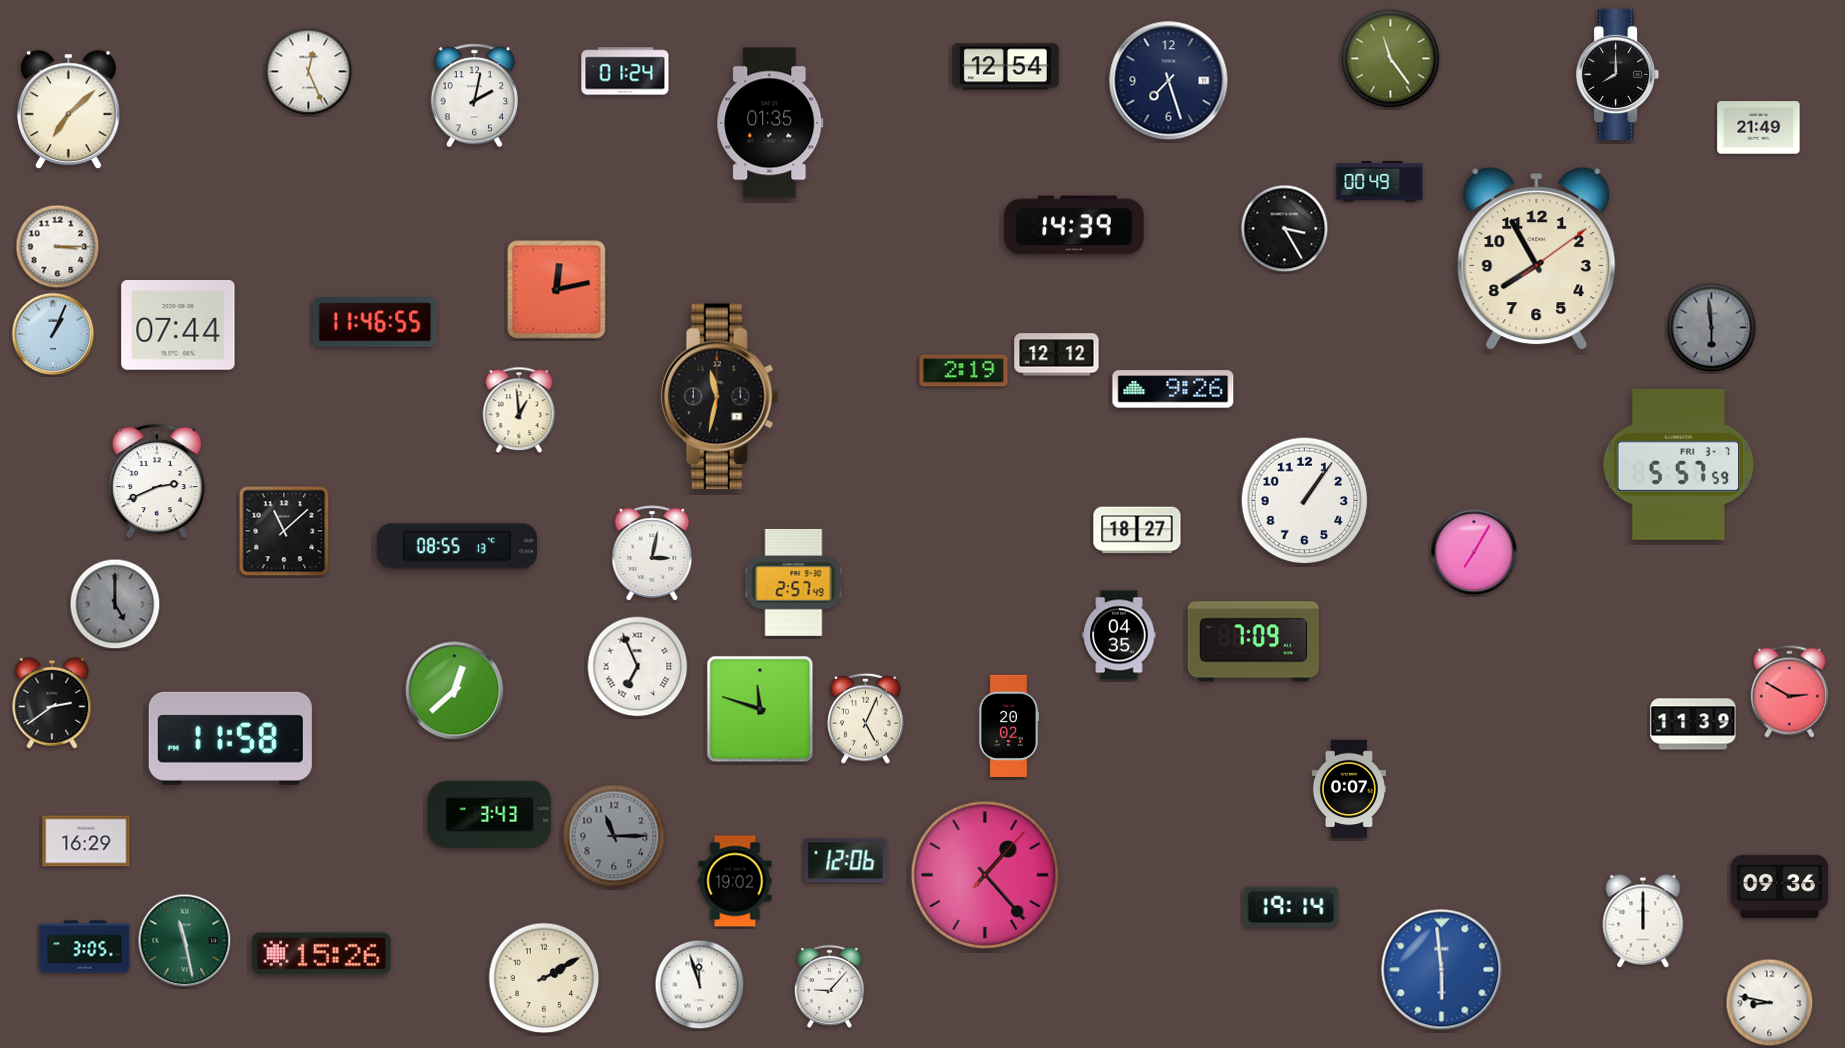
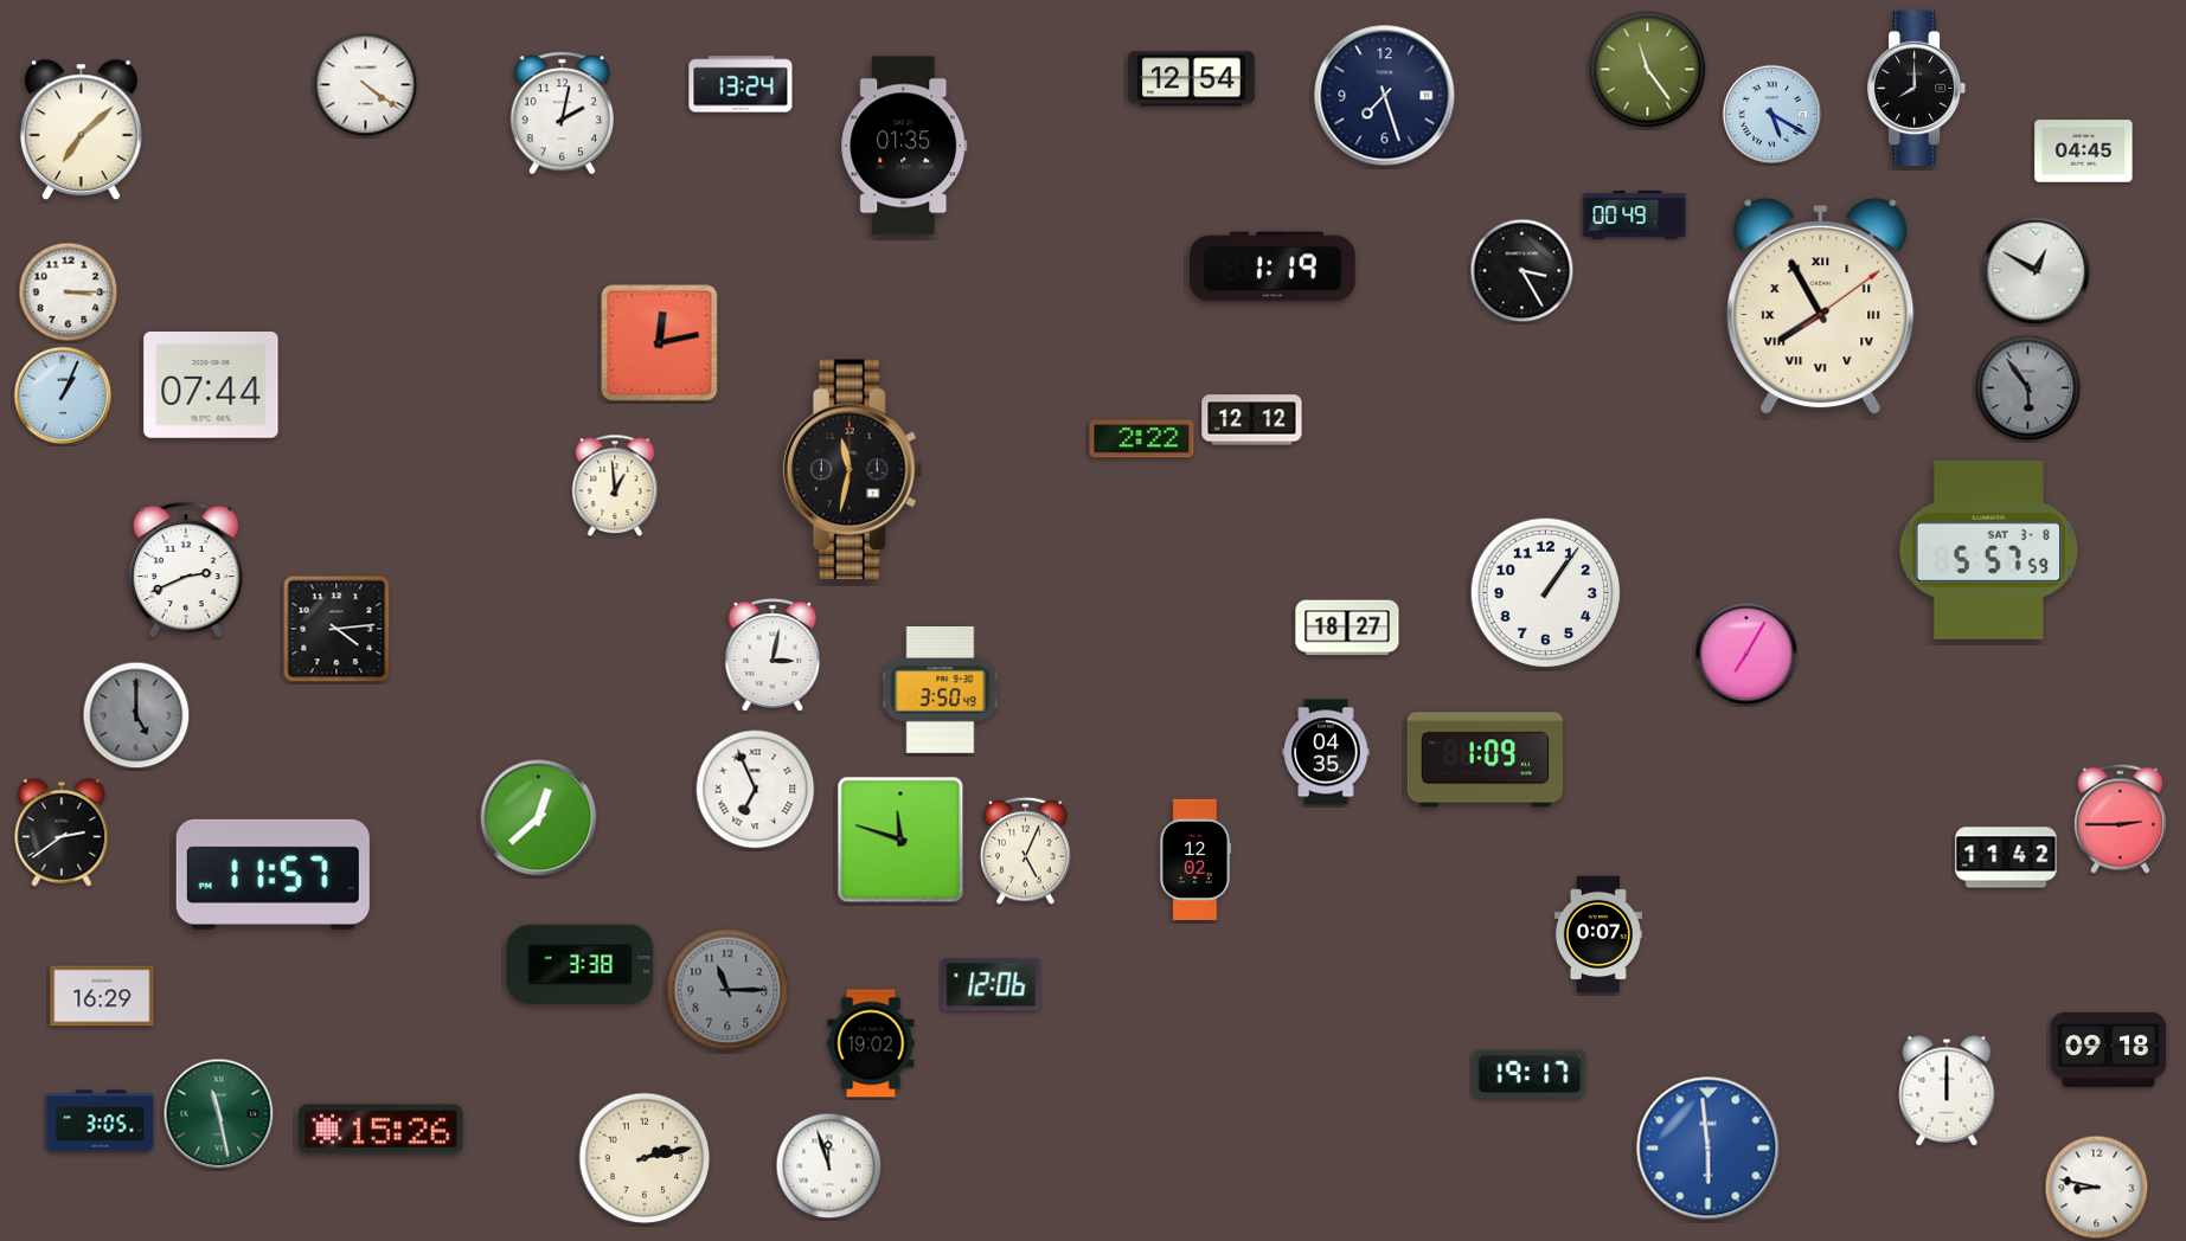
clock at (625, 71): 01:24 -> 13:24
clock at (309, 72): 12:26 -> 4:21
clock at (1772, 115): none -> 5:20
clock at (770, 123) position: (770, 123) -> (904, 146)
clock at (1759, 128): 21:49 -> 04:45
clock at (1074, 225): 14:39 -> 1:19
clock at (2037, 271): none -> 12:50
clock at (1537, 259) numerals: Arabic -> Roman
clock at (375, 322): 11:46 -> none
clock at (1712, 328): 5:59 -> 5:54
clock at (964, 371): 2:19 -> 2:22
clock at (1173, 389): 9:26 -> none
clock at (1678, 464) date: FRI 3-7 -> SAT 3-8
clock at (284, 531): 11:08 -> 4:14
clock at (456, 546): 08:55 -> none
clock at (794, 582): 2:57 -> 3:50
clock at (1253, 642): 7:09 -> 1:09
clock at (1789, 691): 2:50 -> 2:45
clock at (1693, 724): 11:39 -> 11:42
clock at (1009, 726): 20:02 -> 12:02
clock at (230, 738): 11:58 -> 11:57
clock at (490, 814): 3:43 -> 3:38
clock at (846, 861) position: (846, 861) -> (992, 985)
clock at (985, 875): 1:23 -> none
clock at (1780, 886): 09:36 -> 09:18
clock at (1291, 907): 19:14 -> 19:17
clock at (544, 978): 2:10 -> 2:13
clock at (829, 986): 9:07 -> none
